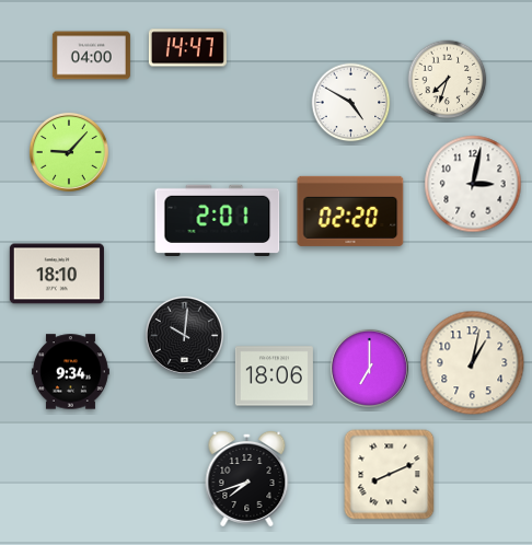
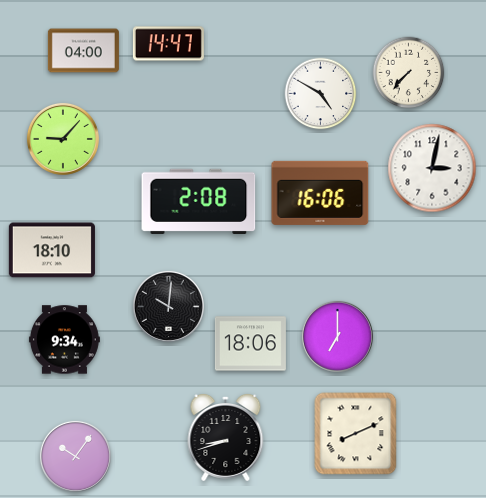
clock at (187, 48) position: (187, 48) -> (168, 44)
clock at (448, 80): 7:33 -> 7:37
clock at (350, 211): 02:20 -> 16:06
clock at (218, 220): 2:01 -> 2:08
clock at (473, 363): 1:02 -> none
clock at (247, 479): 7:42 -> 8:42
clock at (75, 456): none -> 10:06
